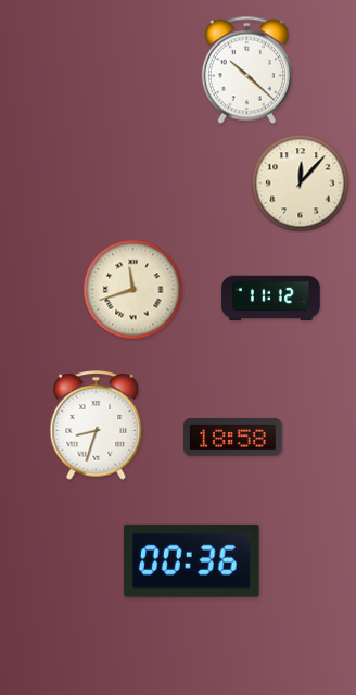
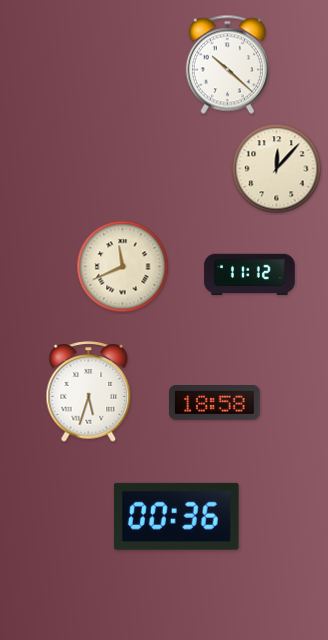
clock at (133, 290): 11:42 -> 11:41
clock at (97, 426): 8:33 -> 5:33
